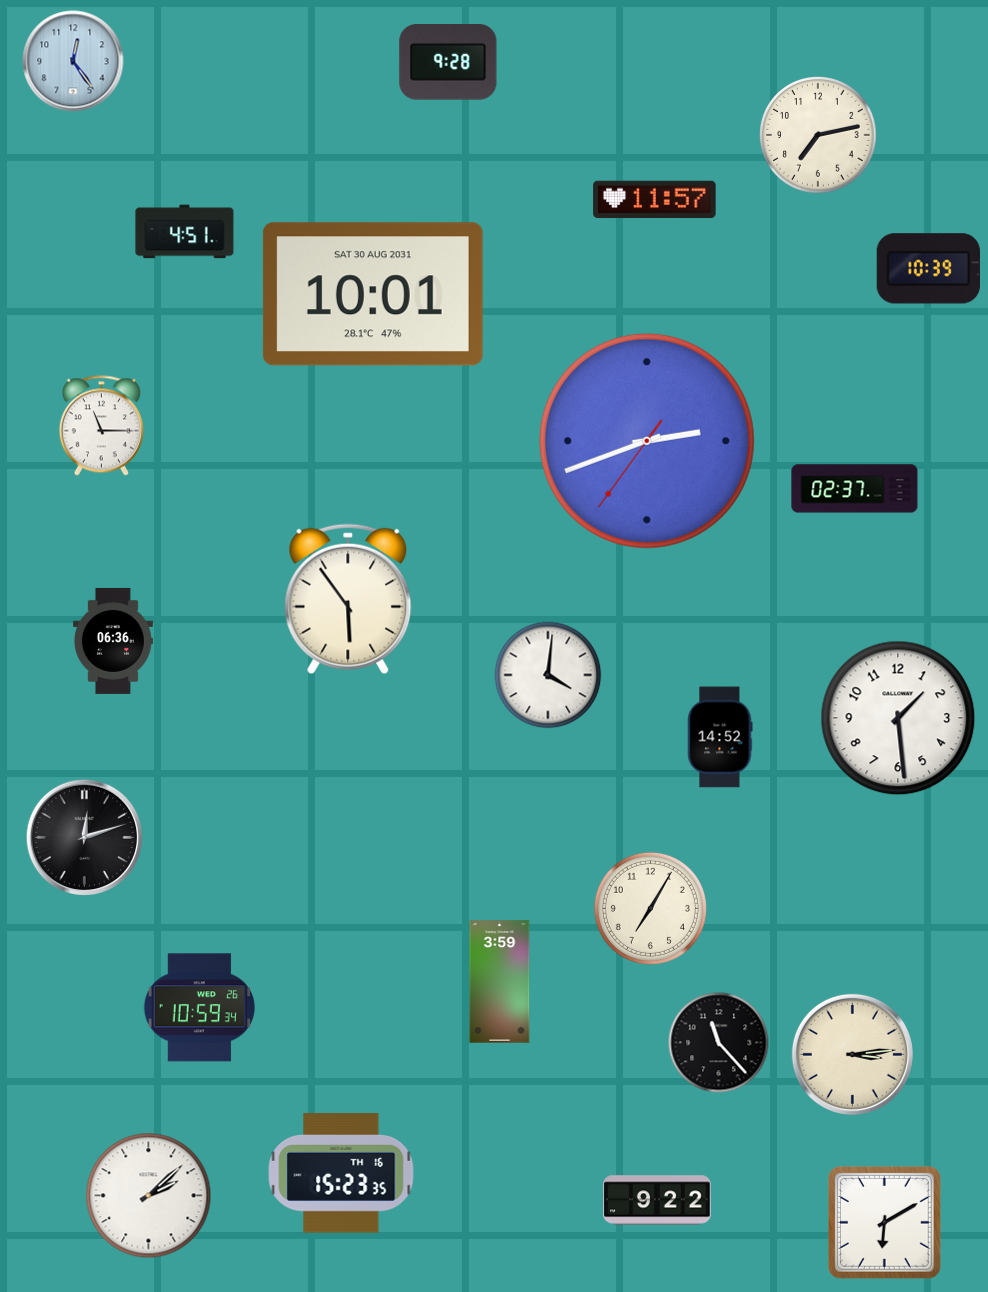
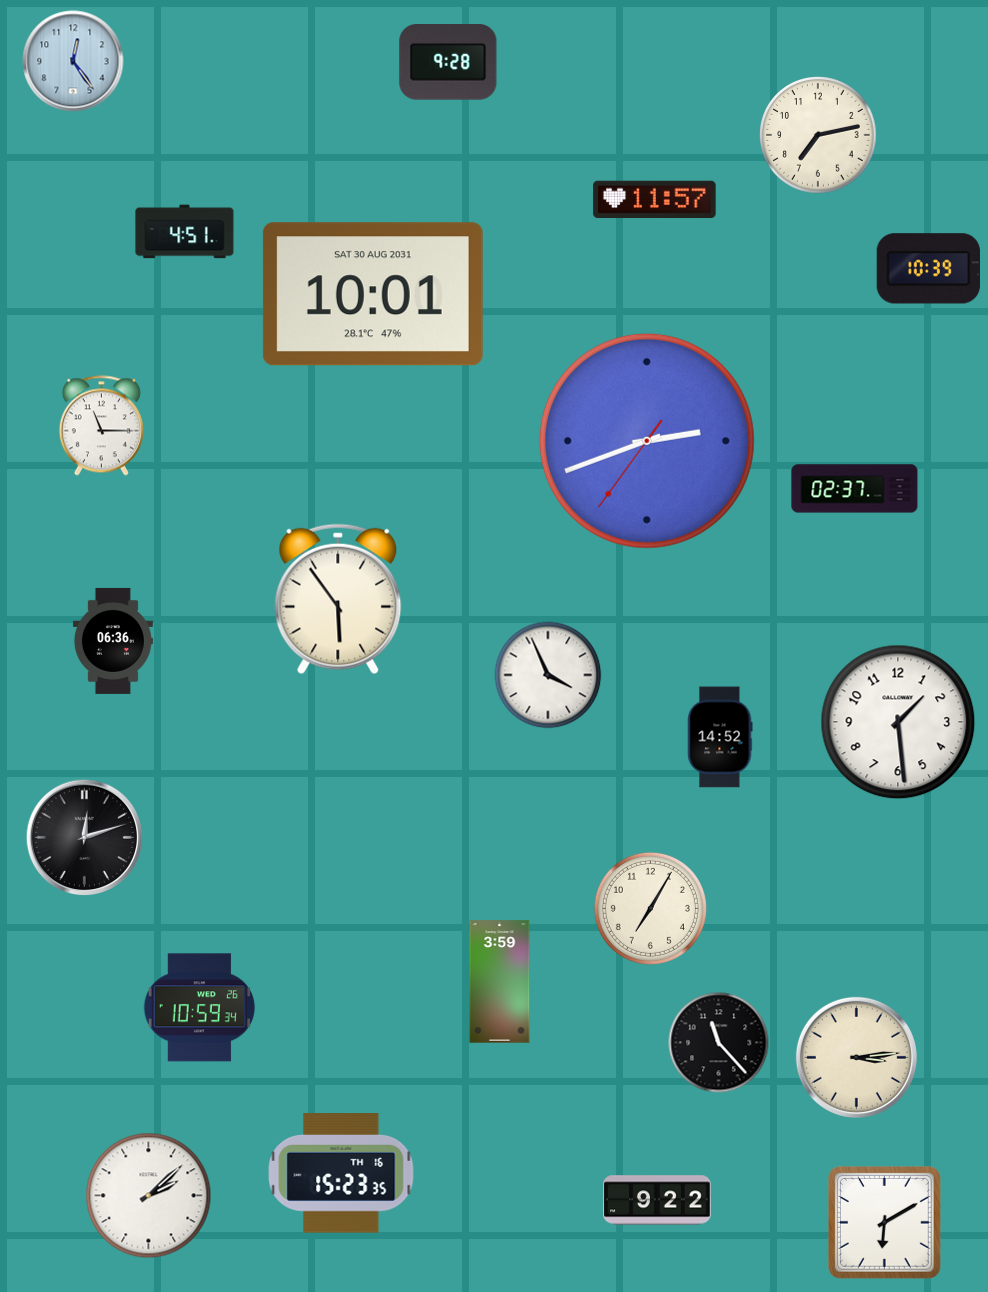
clock at (348, 599) position: (348, 599) -> (338, 599)
clock at (548, 675): 4:01 -> 3:56
clock at (898, 718) position: (898, 718) -> (898, 722)
clock at (852, 1054) position: (852, 1054) -> (856, 1057)
